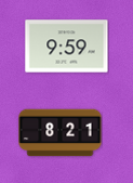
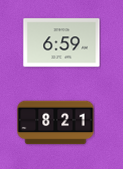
clock at (67, 47): 9:59 -> 6:59
